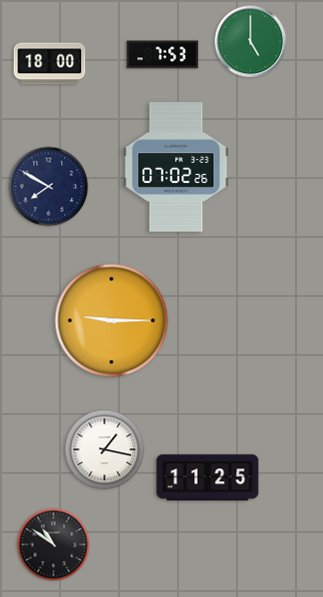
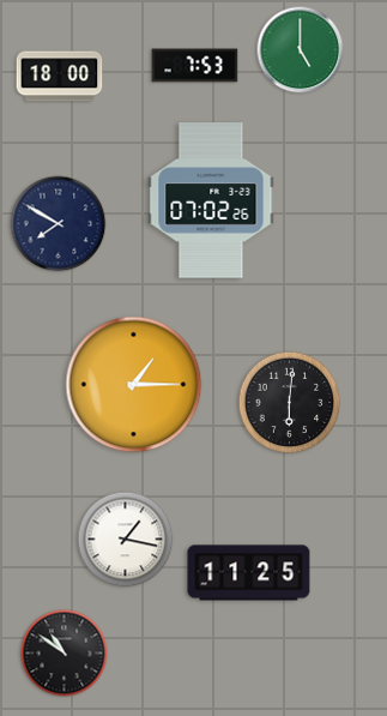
clock at (112, 321): 9:15 -> 1:15
clock at (290, 403): none -> 6:01
